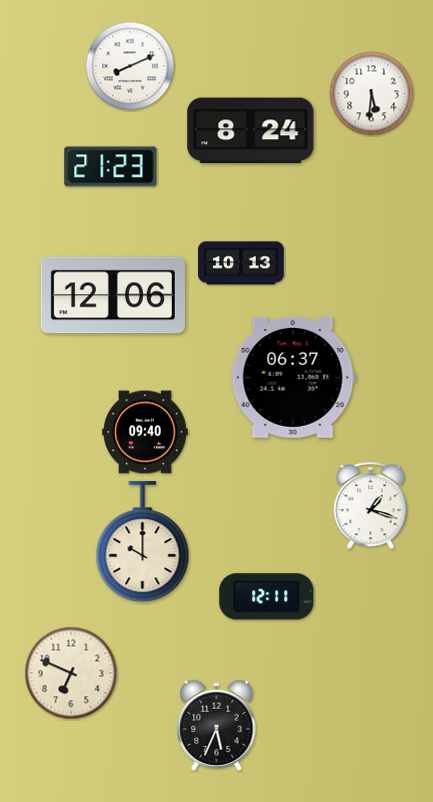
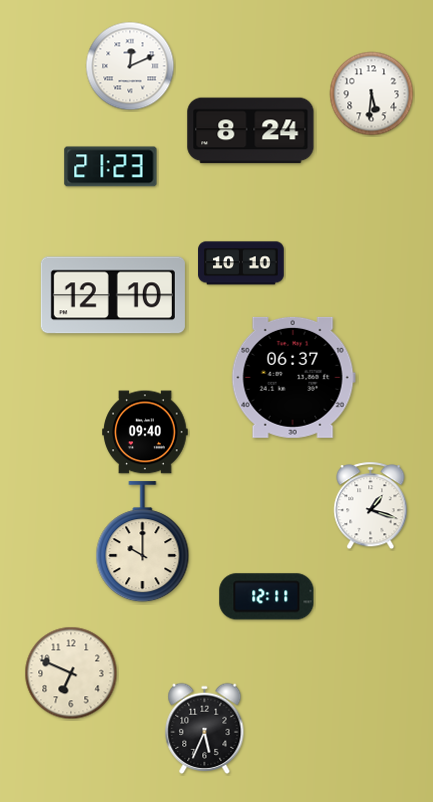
clock at (130, 66): 8:11 -> 12:11
clock at (241, 263): 10:13 -> 10:10
clock at (113, 295): 12:06 -> 12:10
clock at (217, 725) position: (217, 725) -> (205, 728)
